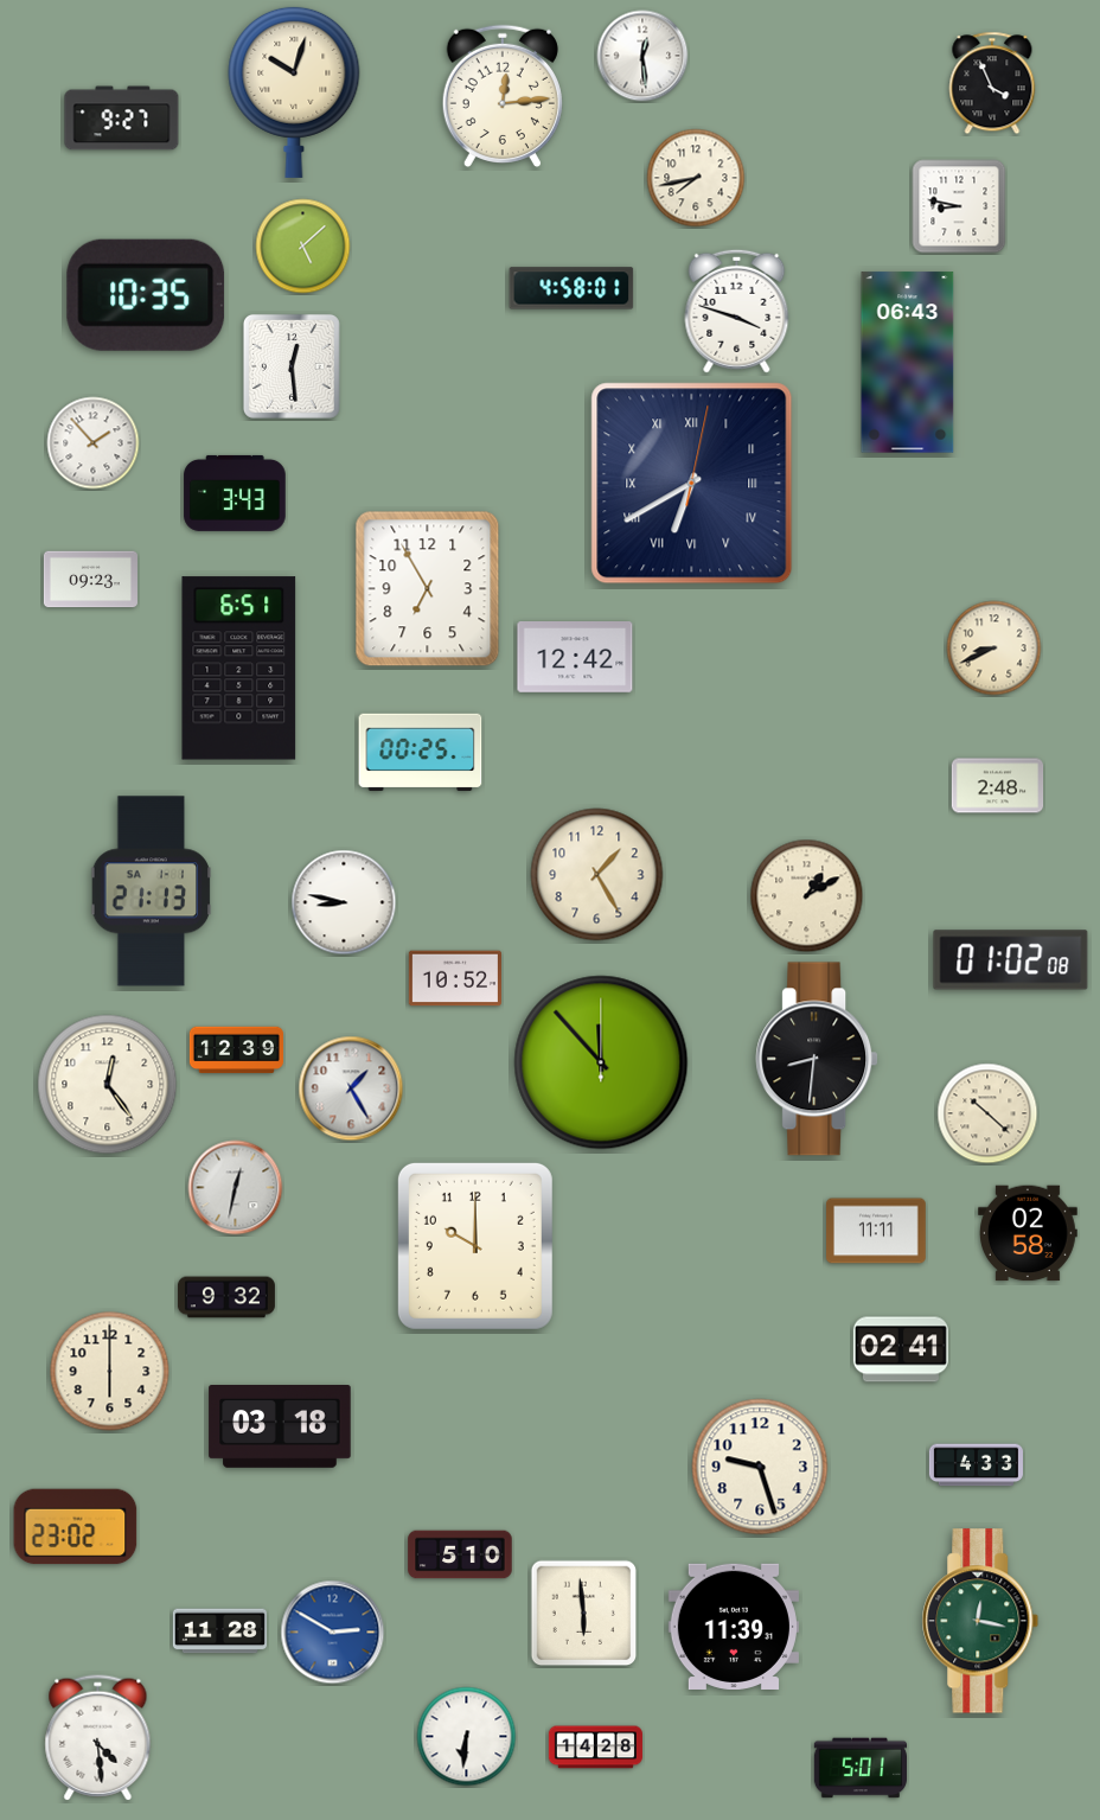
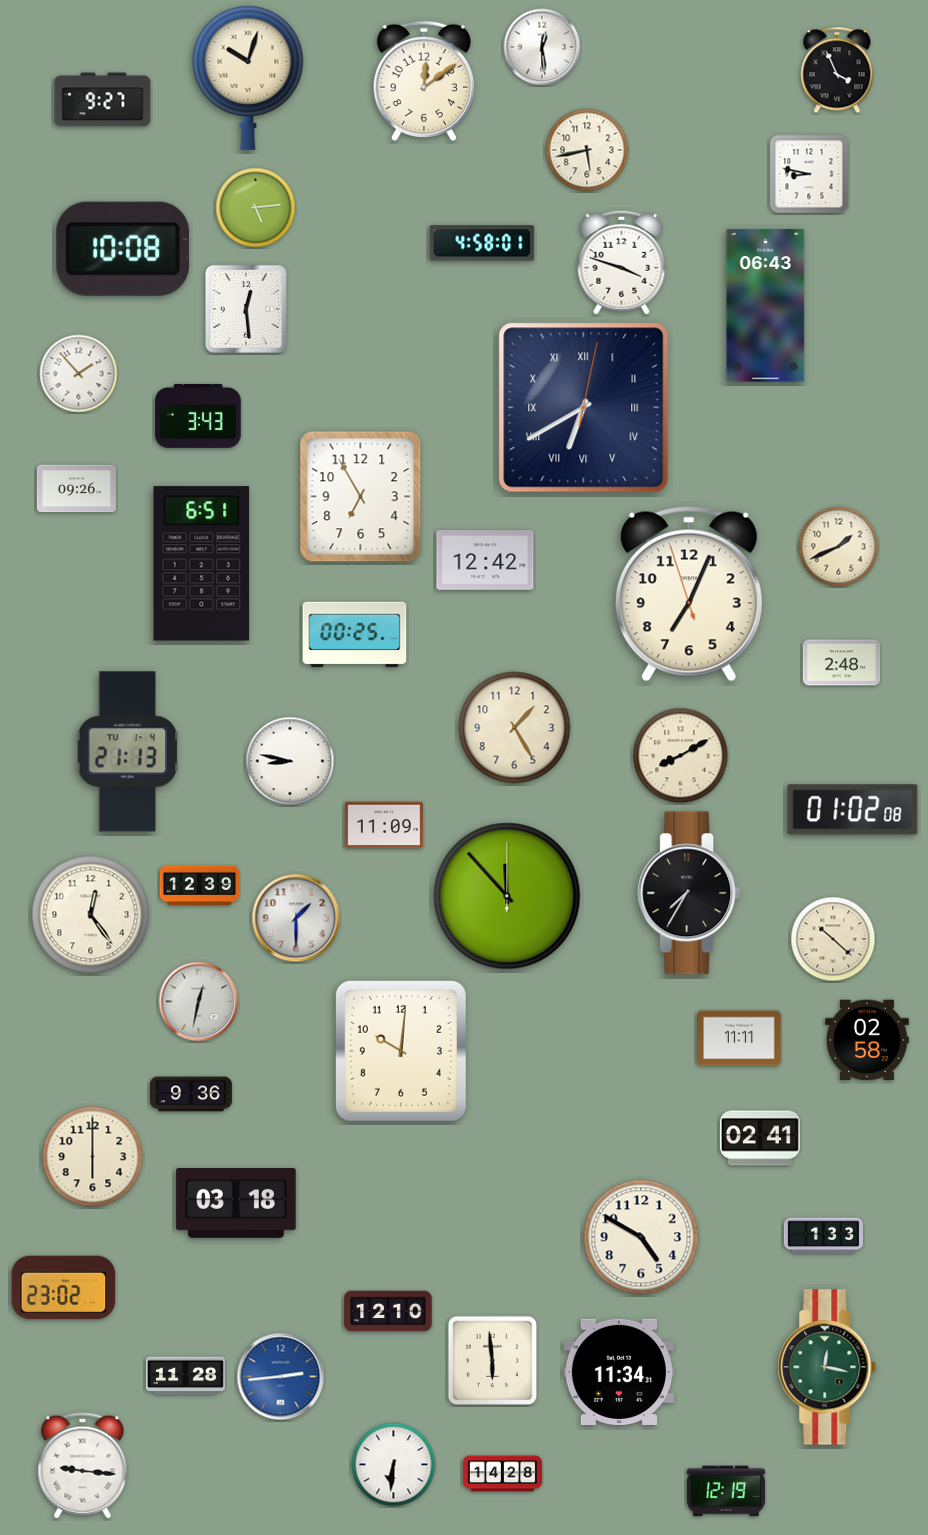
clock at (503, 95): 12:14 -> 12:09
clock at (696, 178): 7:43 -> 5:43
clock at (303, 247): 5:08 -> 5:14
clock at (146, 295): 10:35 -> 10:08
clock at (90, 580): 09:23 -> 09:26
clock at (995, 649): 8:41 -> 1:41
clock at (575, 657) position: (575, 657) -> (485, 560)
clock at (689, 594): none -> 7:03
clock at (597, 875) position: (597, 875) -> (515, 728)
clock at (152, 892) date: SA 1-1 -> TU 1-4
clock at (807, 896): 1:10 -> 8:10
clock at (454, 978): 10:52 -> 11:09
clock at (817, 1059): 8:31 -> 7:35
clock at (351, 1088): 1:25 -> 1:30
clock at (475, 1246): 10:00 -> 10:01
clock at (226, 1297): 9:32 -> 9:36
clock at (976, 1465): 4:33 -> 1:33
clock at (760, 1467): 9:27 -> 4:50
clock at (460, 1554): 5:10 -> 12:10
clock at (734, 1627): 11:39 -> 11:34
clock at (333, 1633): 2:50 -> 2:44
clock at (98, 1738): 4:29 -> 9:16
clock at (859, 1768): 5:01 -> 12:19
